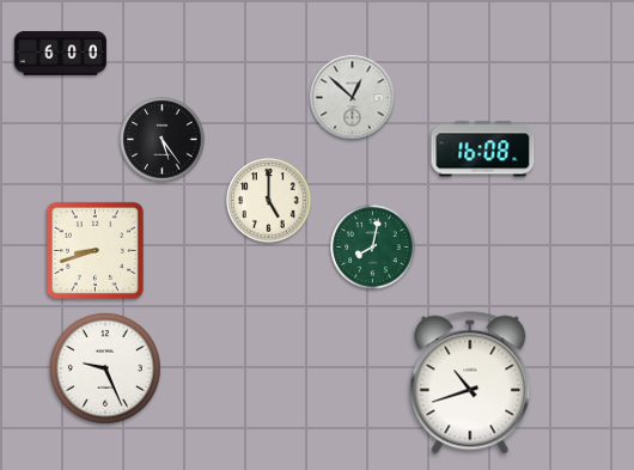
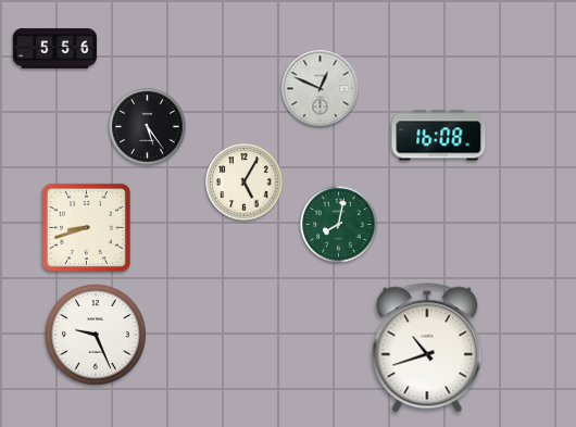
clock at (61, 54): 6:00 -> 5:56
clock at (353, 98): 12:52 -> 12:49
clock at (269, 201): 5:00 -> 5:05
